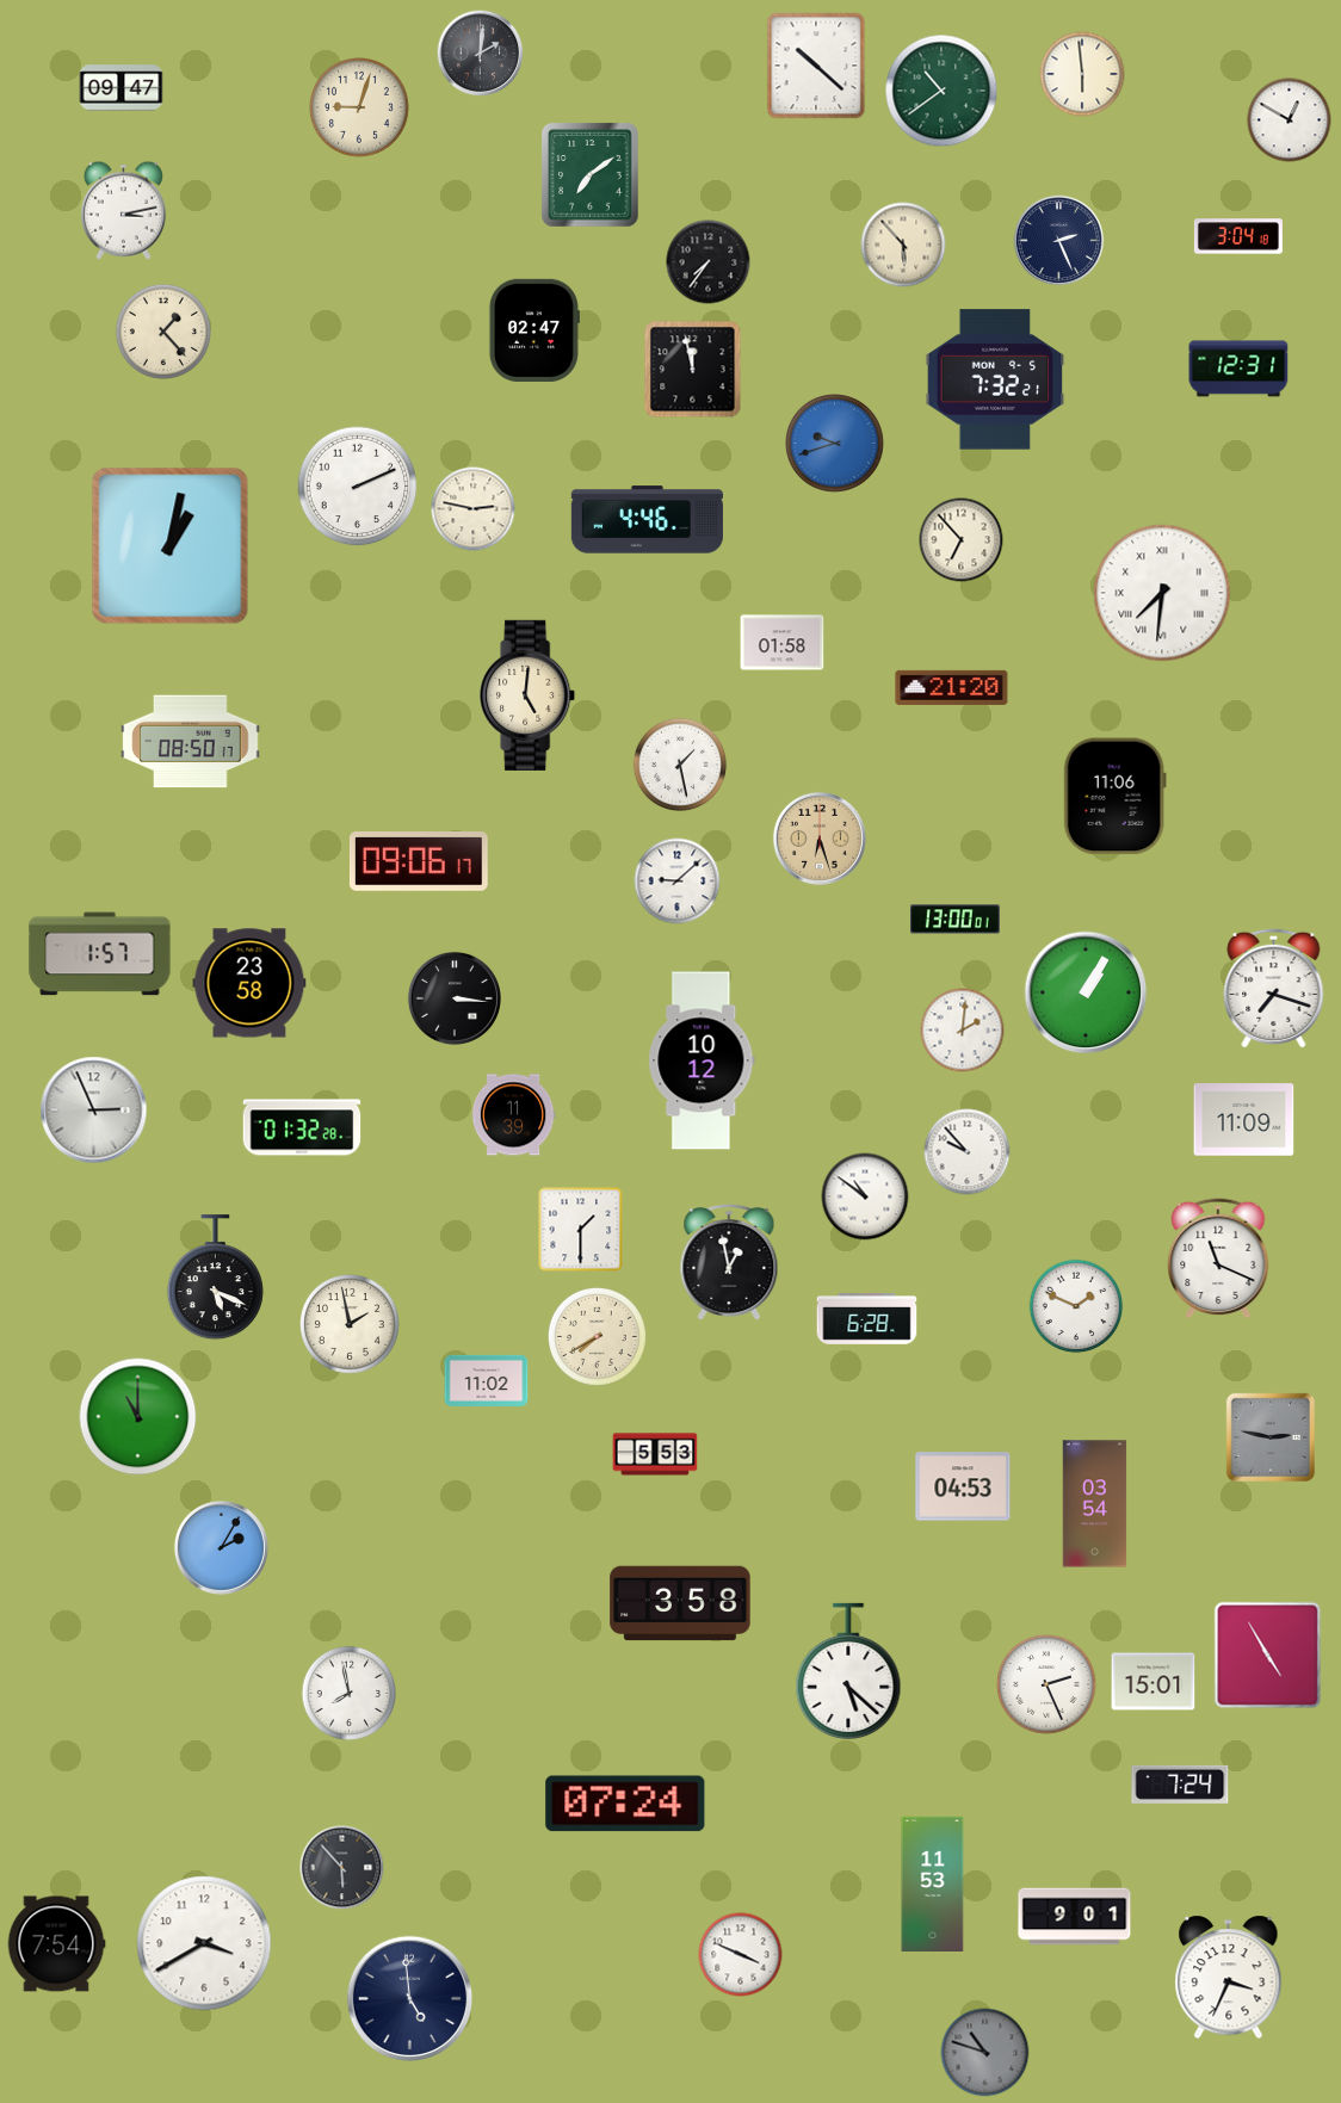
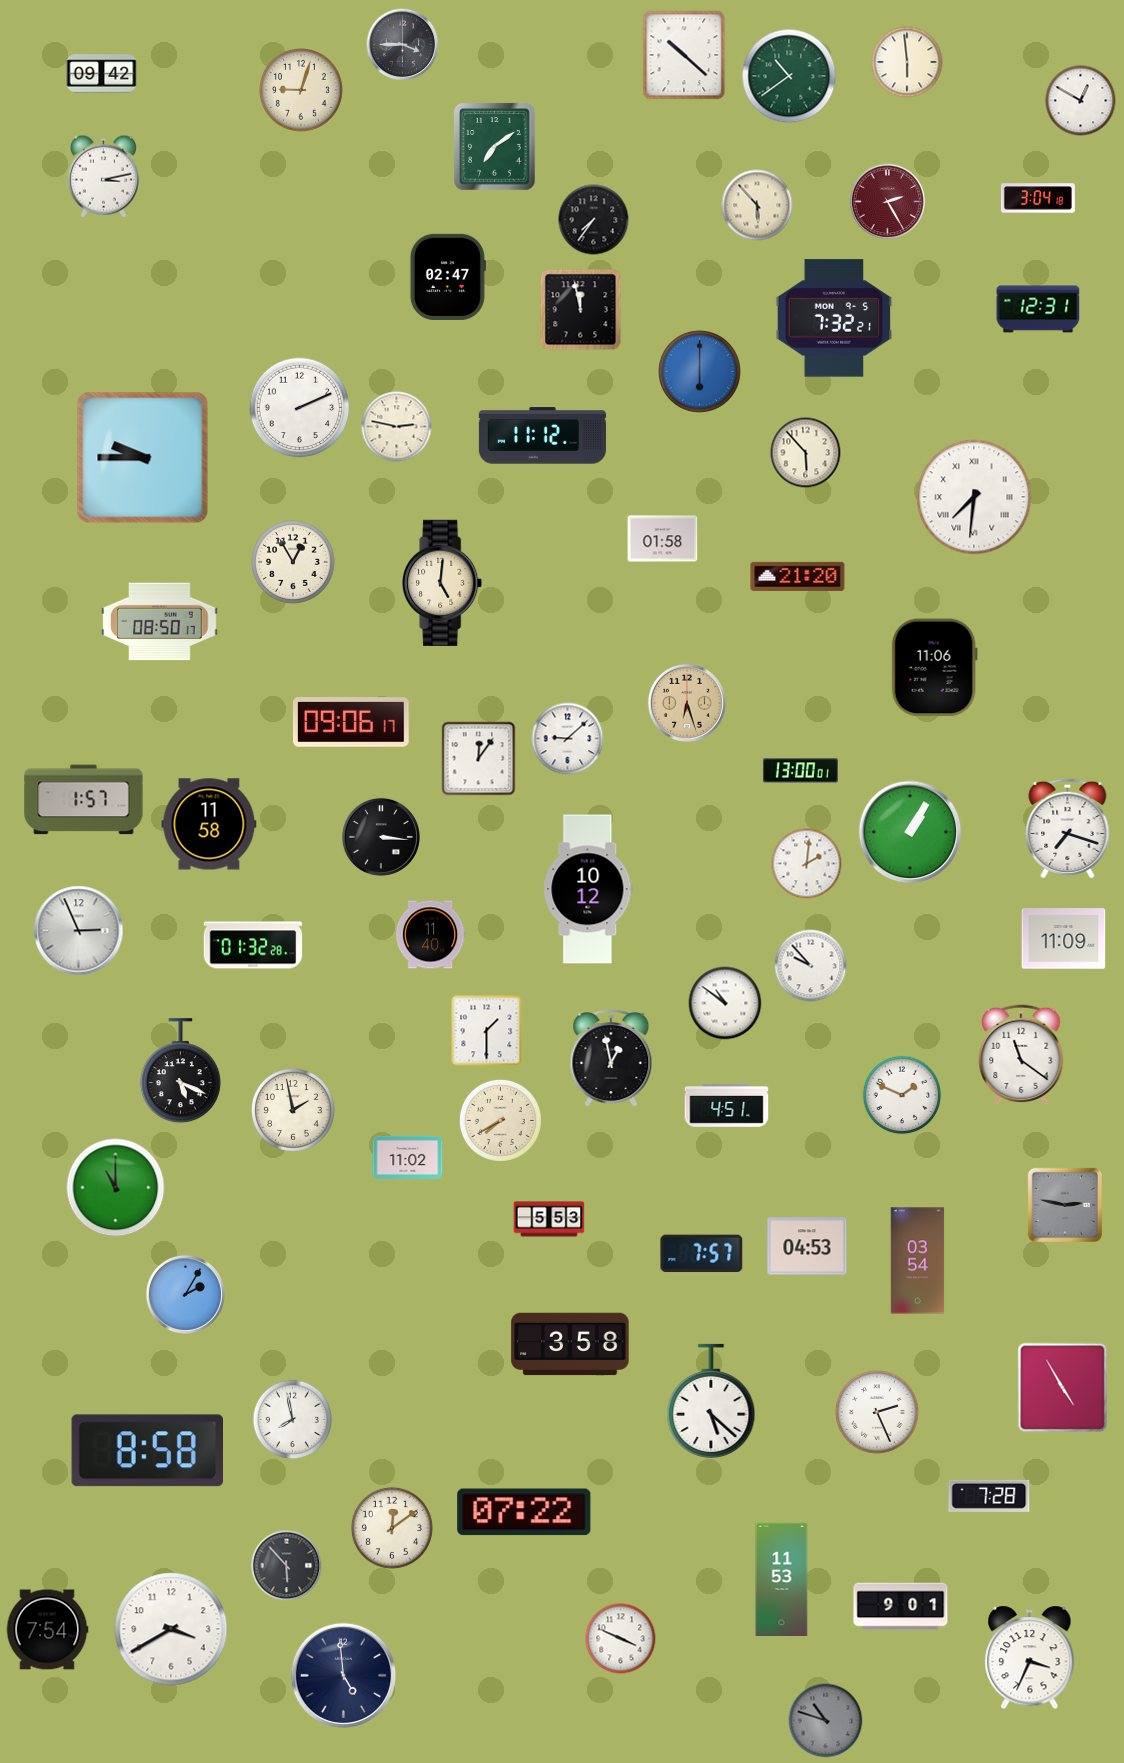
clock at (481, 54): 2:01 -> 3:45
clock at (122, 88): 09:47 -> 09:42
clock at (1059, 241): 2:26 -> 2:25
clock at (1059, 241) dial: navy -> burgundy
clock at (162, 330): 1:23 -> none
clock at (834, 443): 9:42 -> 6:00
clock at (647, 520): 4:46 -> 11:12
clock at (962, 540): 6:53 -> 5:53
clock at (171, 546): 1:02 -> 9:45
clock at (783, 643) position: (783, 643) -> (663, 539)
clock at (294, 563): none -> 12:55
clock at (680, 765): 1:28 -> none
clock at (479, 759): none -> 12:06
clock at (249, 983): 23:58 -> 11:58
clock at (513, 1115): 11:39 -> 11:40
clock at (1244, 1120) position: (1244, 1120) -> (1064, 939)
clock at (1218, 1258): 11:19 -> 11:21
clock at (867, 1319): 6:28 -> 4:51
clock at (702, 1254): none -> 7:57
clock at (221, 1547) position: (221, 1547) -> (185, 1294)
clock at (1154, 1682): 15:01 -> none
clock at (147, 1451): none -> 8:58
clock at (1180, 1785): 7:24 -> 7:28
clock at (625, 1804): 07:24 -> 07:22
clock at (392, 1528): none -> 12:09
